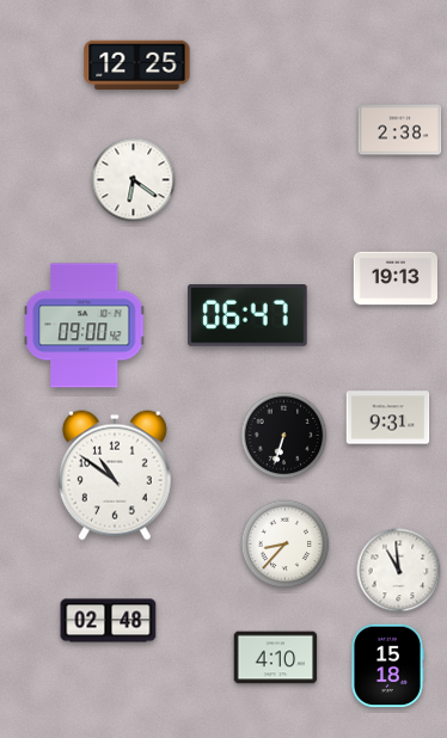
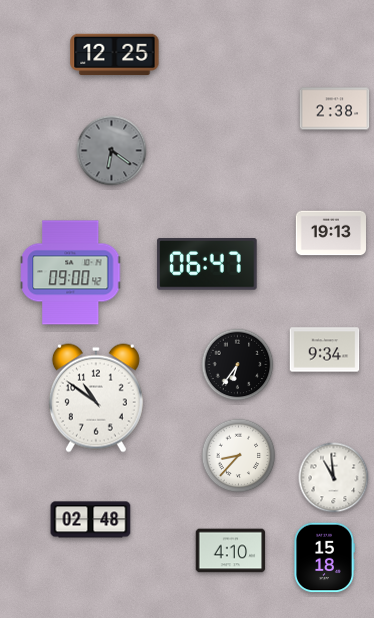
clock at (134, 180) dial: white -> grey
clock at (388, 418): 9:31 -> 9:34
clock at (284, 436): 6:33 -> 6:36
